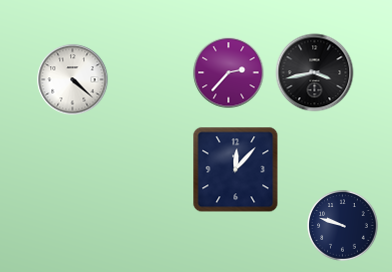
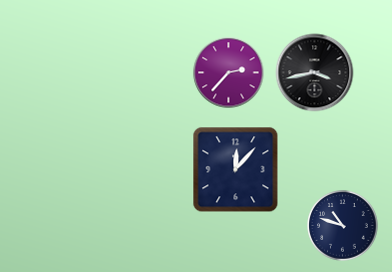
clock at (73, 80): 4:22 -> none
clock at (343, 226): 9:48 -> 10:48
